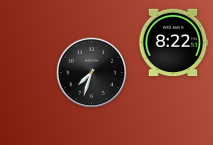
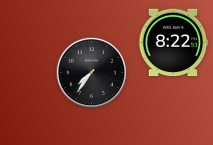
clock at (92, 73): 7:33 -> 7:36
